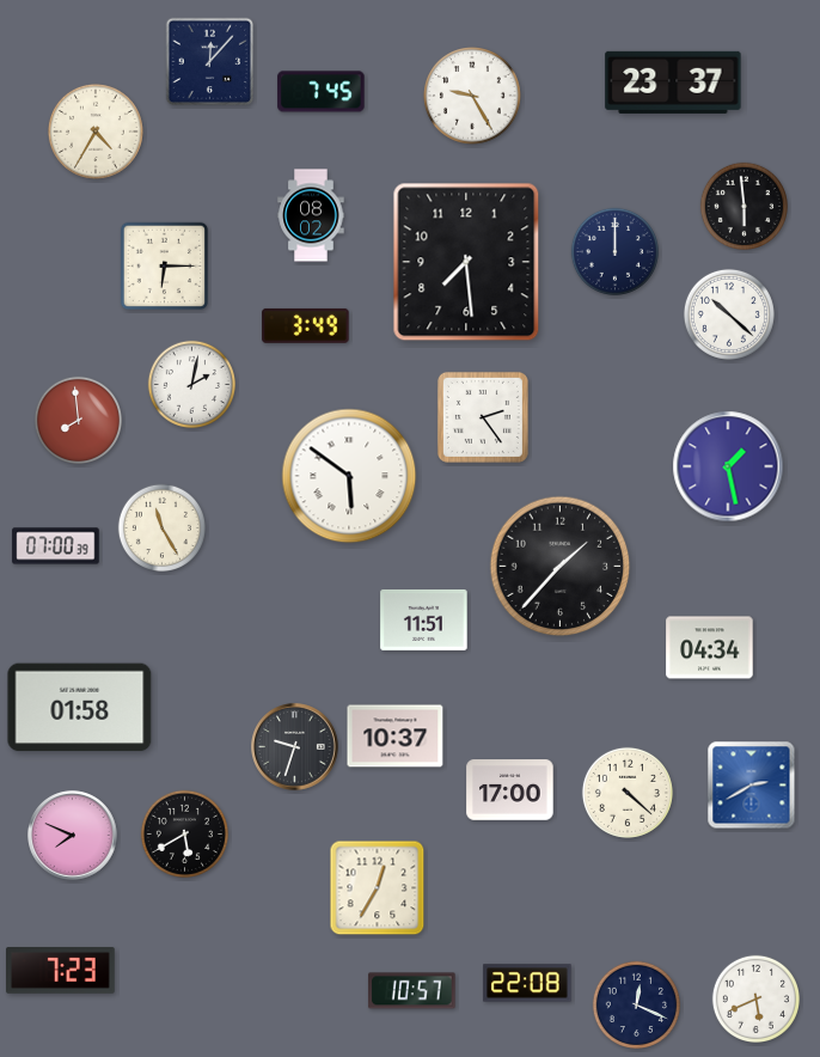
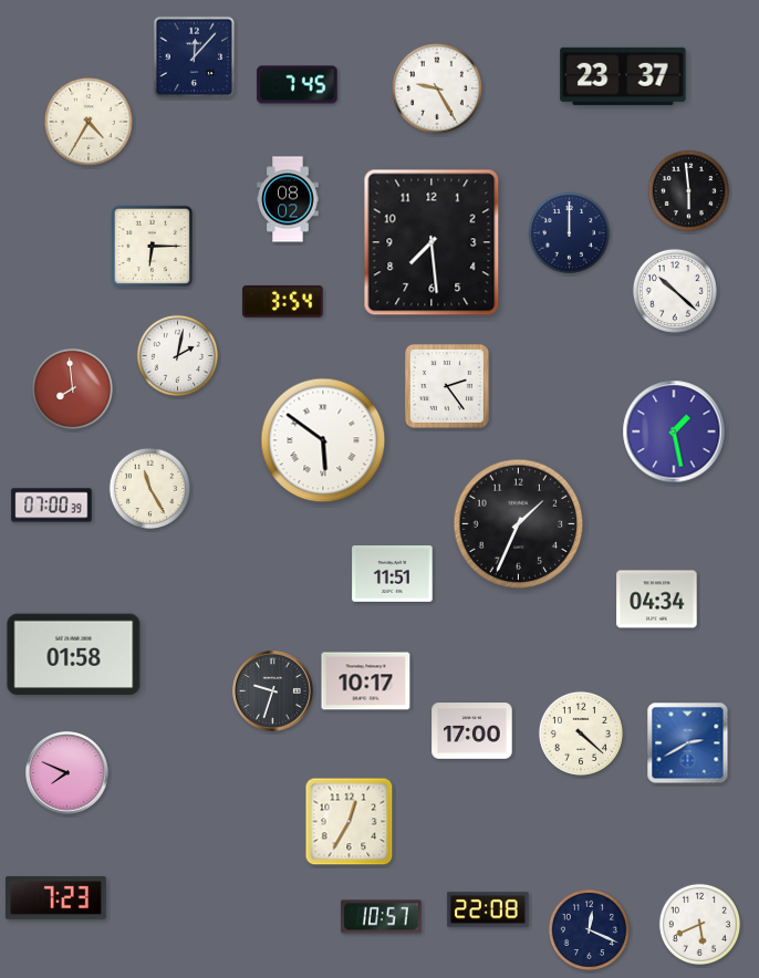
clock at (306, 325): 3:49 -> 3:54
clock at (561, 567): 1:37 -> 1:34
clock at (396, 737): 10:37 -> 10:17
clock at (752, 786) position: (752, 786) -> (688, 743)
clock at (184, 833): 5:40 -> none
